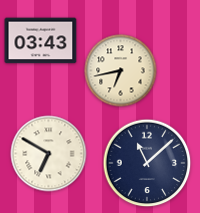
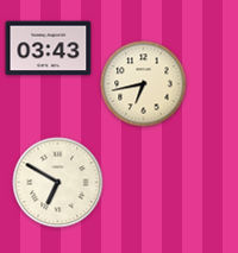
clock at (147, 163): 11:08 -> none
